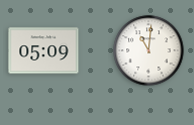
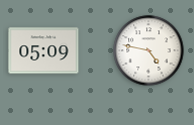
clock at (149, 51): 11:01 -> 4:47
